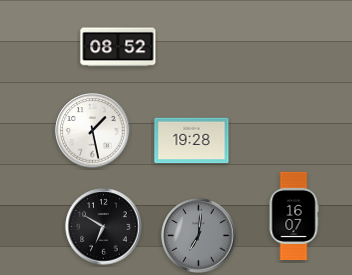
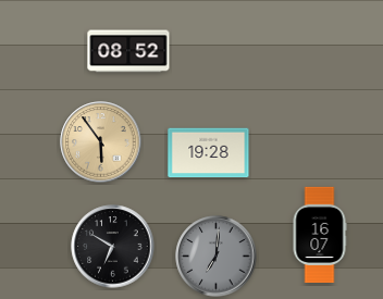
clock at (93, 131): 1:28 -> 5:54
clock at (93, 131) dial: white -> champagne
